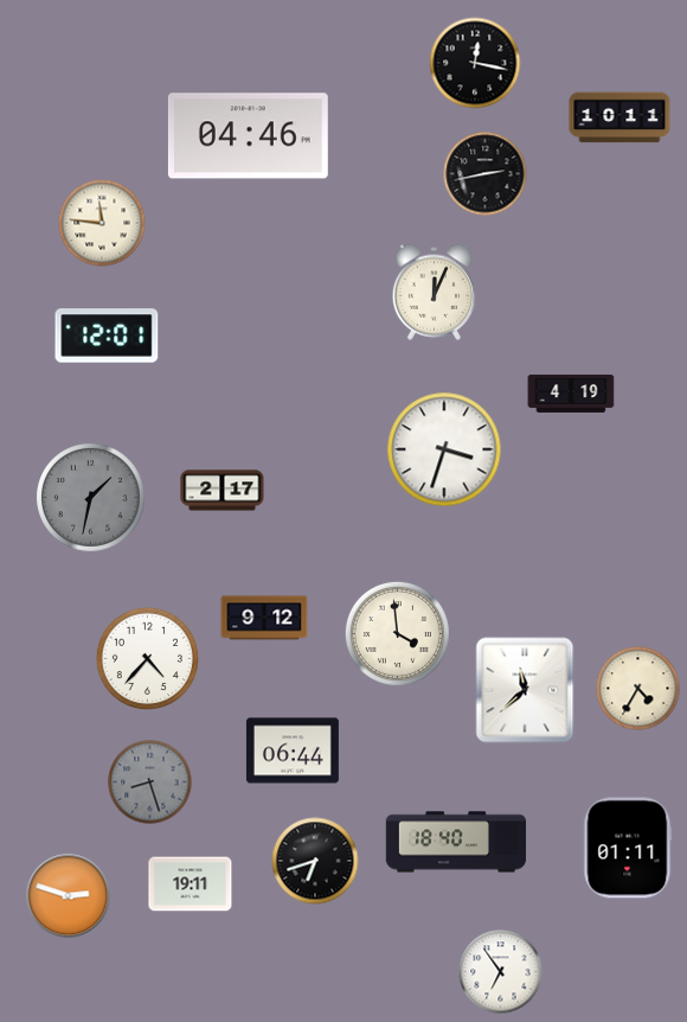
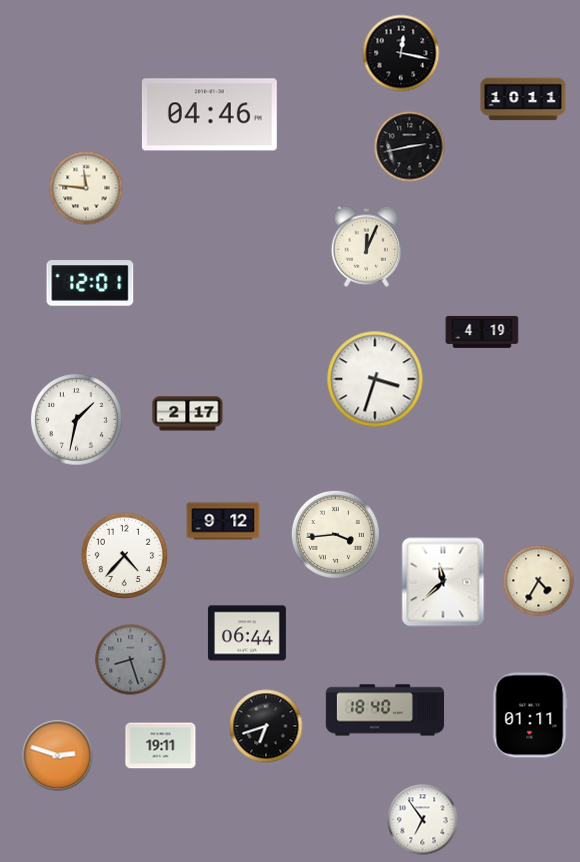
clock at (91, 498) dial: grey -> white
clock at (397, 633): 3:59 -> 3:44
clock at (150, 783) position: (150, 783) -> (131, 660)
